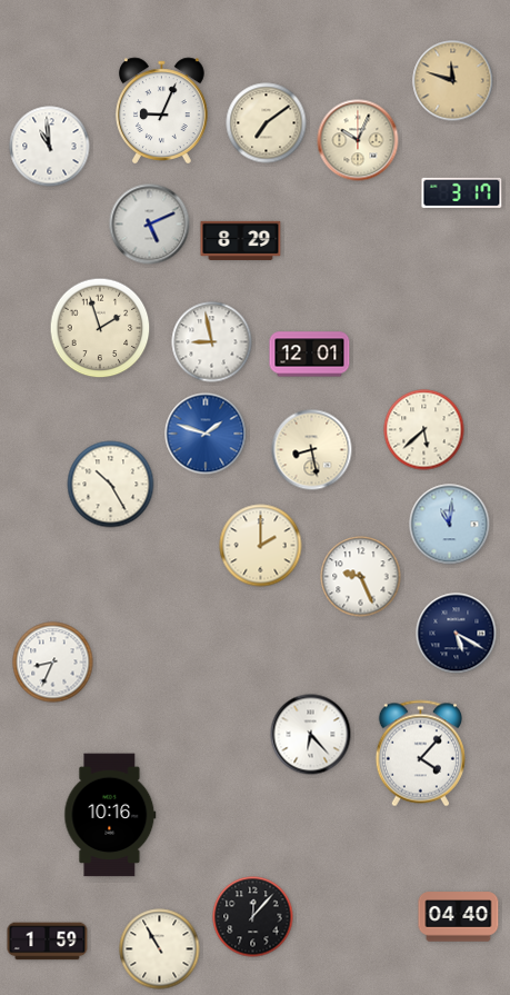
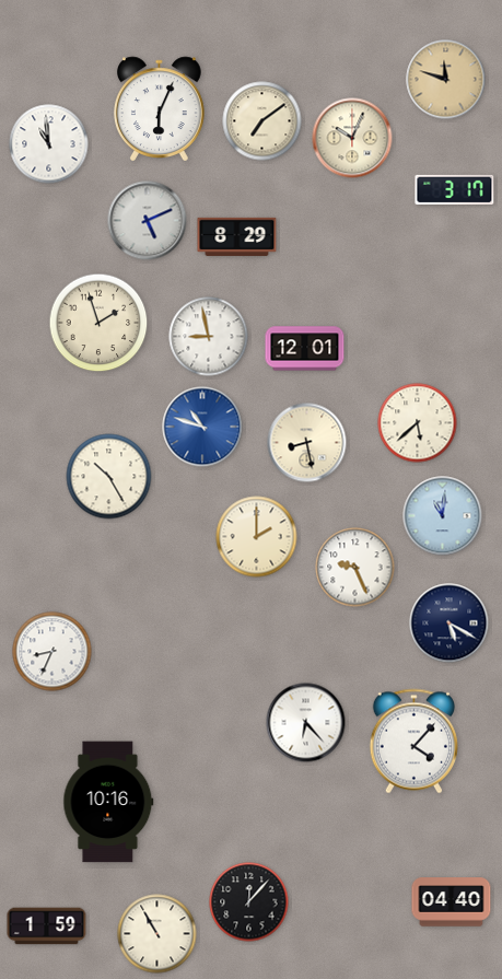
clock at (161, 111): 9:04 -> 6:04
clock at (206, 434): 1:48 -> 10:48
